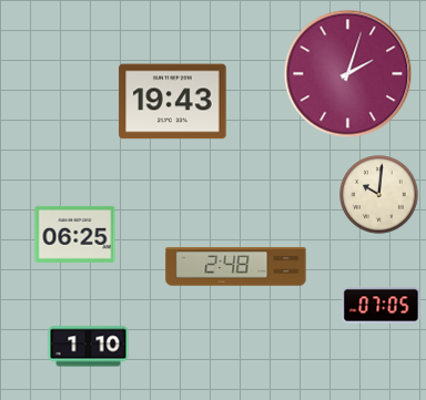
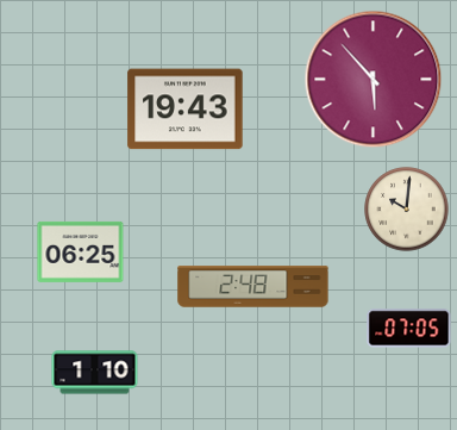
clock at (348, 74): 2:03 -> 5:53
